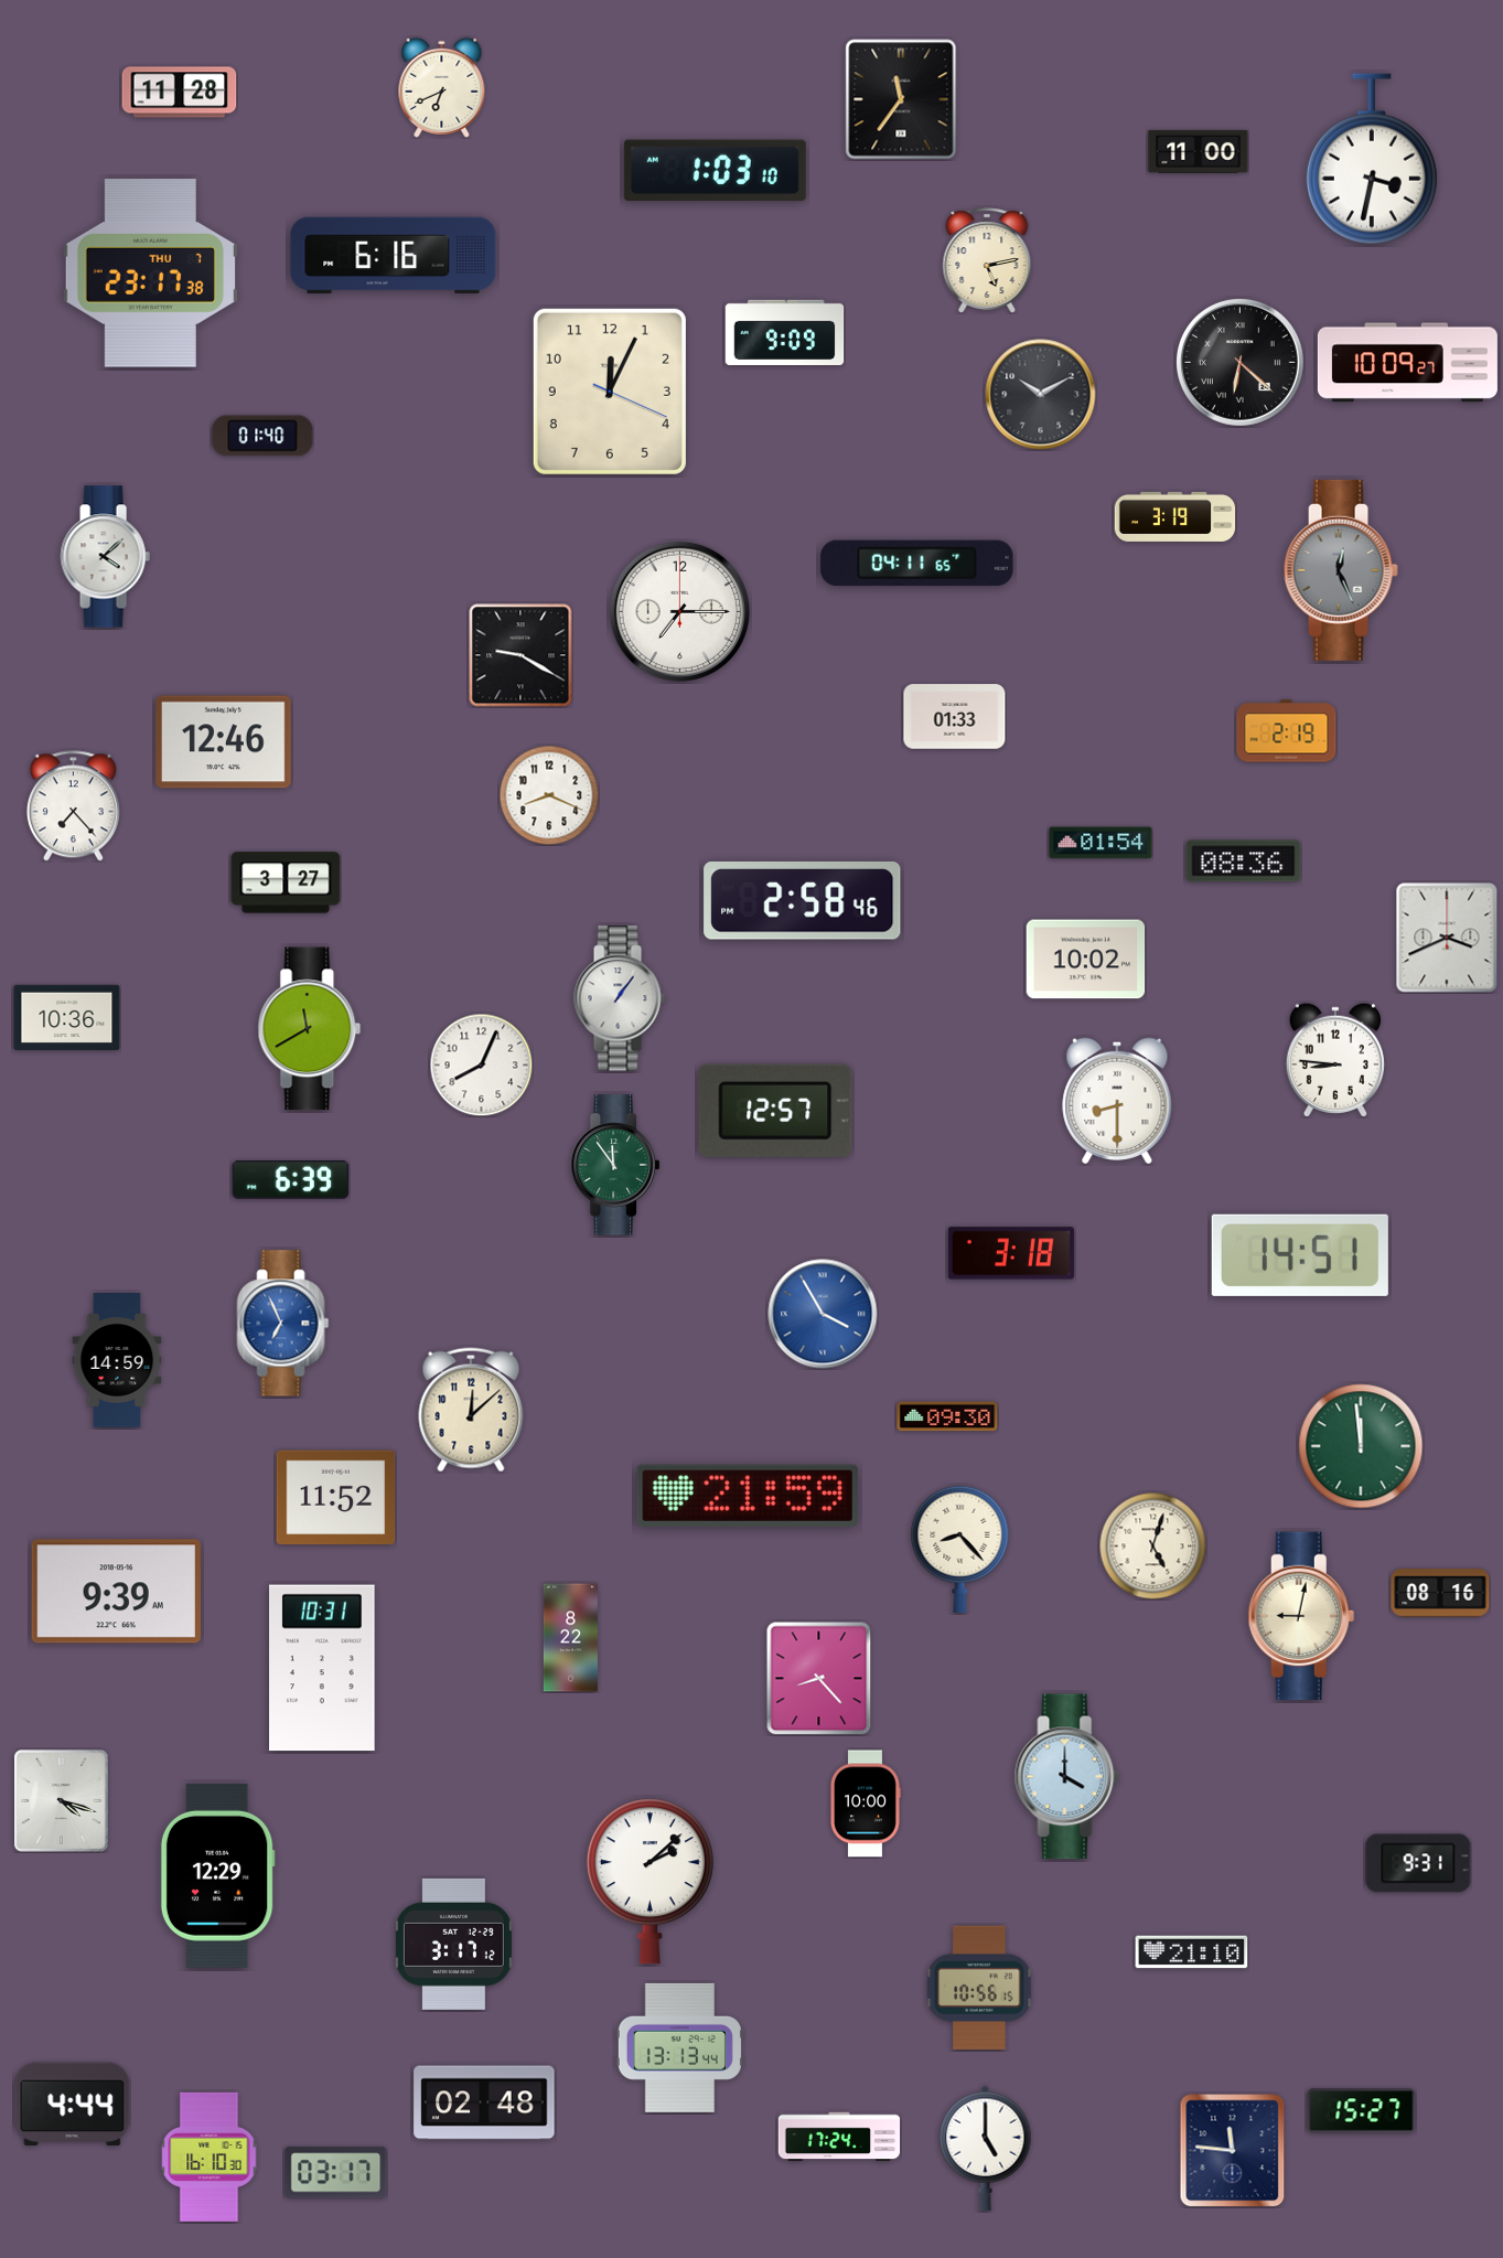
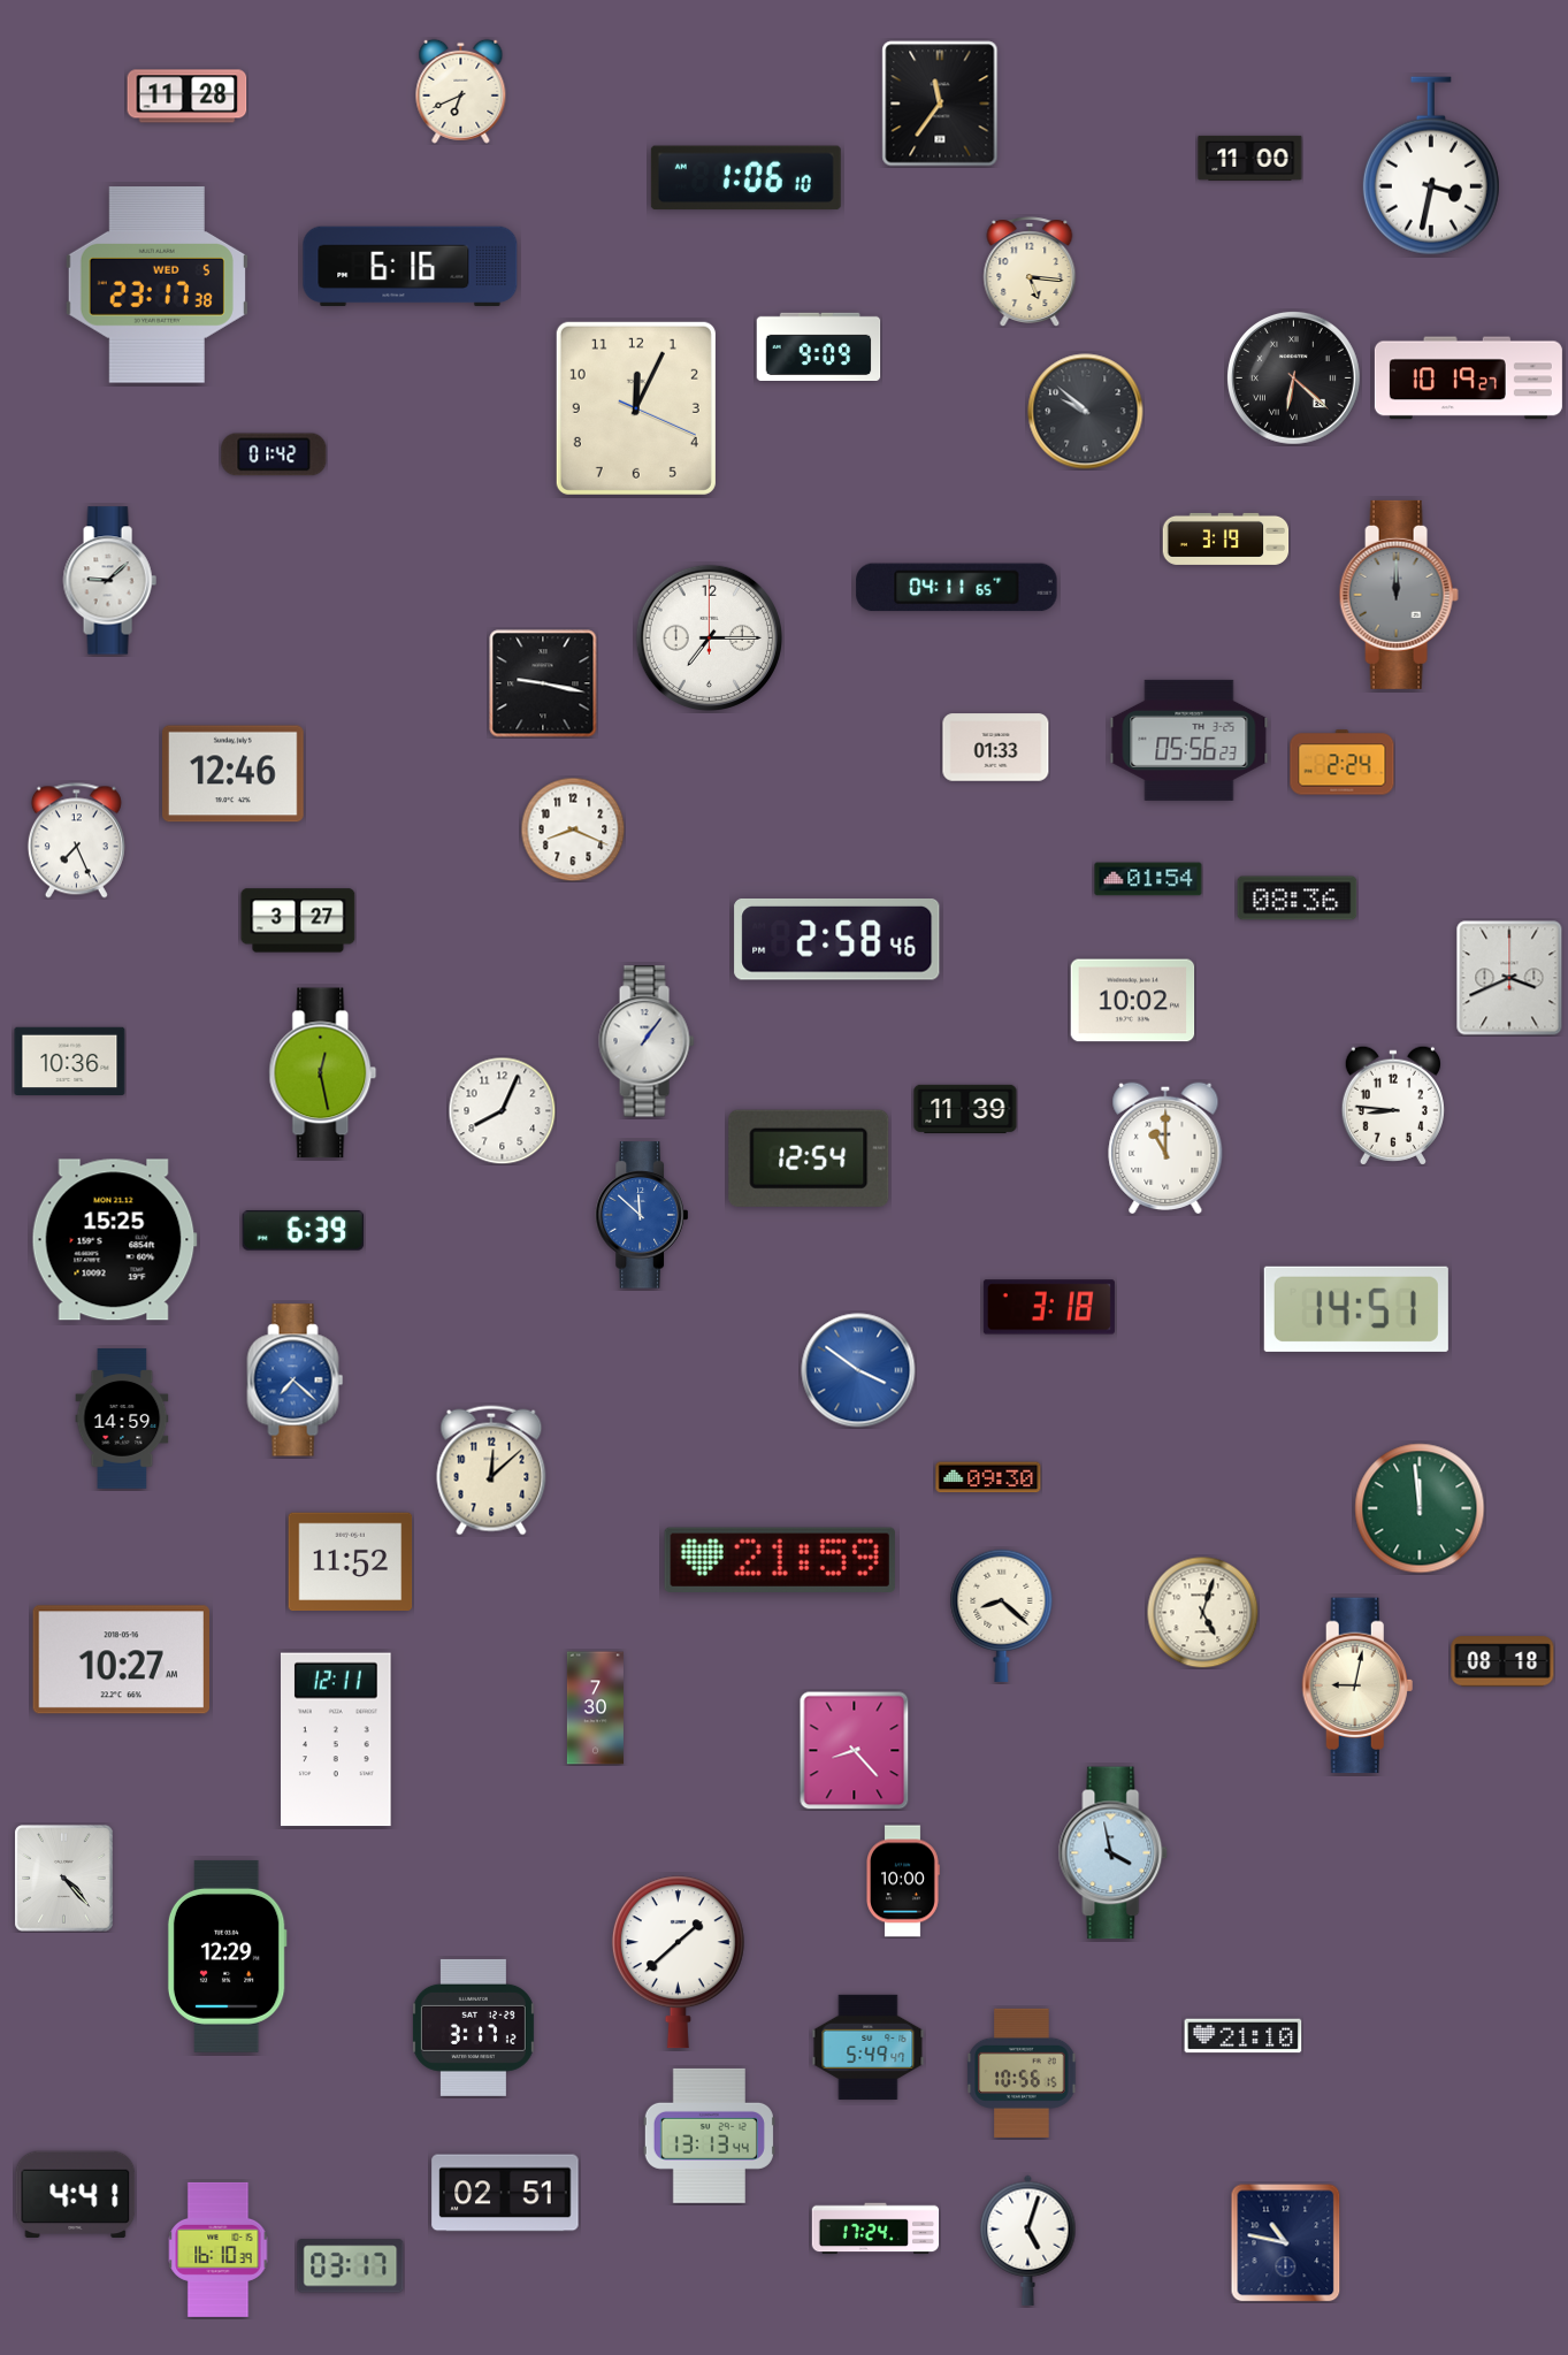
clock at (715, 171): 1:03 -> 1:06
clock at (987, 260): 5:13 -> 5:16
clock at (150, 274) date: THU 7 -> WED 5
clock at (1407, 363): 10:09 -> 10:19
clock at (1041, 395): 10:10 -> 9:52
clock at (262, 436): 01:40 -> 01:42
clock at (105, 557): 4:08 -> 9:08
clock at (1341, 570): 12:26 -> 12:00
clock at (520, 655): 9:20 -> 9:17
clock at (1190, 740): none -> 05:56
clock at (1287, 731): 2:19 -> 2:24
clock at (73, 806): 7:23 -> 7:26
clock at (310, 1029): 11:40 -> 12:28
clock at (965, 1109): none -> 11:39
clock at (1117, 1100): 8:30 -> 11:00
clock at (775, 1111): 12:57 -> 12:54
clock at (615, 1165): 11:54 -> 11:52
clock at (615, 1165) dial: green -> blue
clock at (114, 1240): none -> 15:25
clock at (1011, 1253) position: (1011, 1253) -> (1049, 1307)
clock at (823, 1314): 3:55 -> 3:51
clock at (283, 1324): 6:56 -> 7:22
clock at (960, 1549): 8:23 -> 8:22
clock at (116, 1592): 9:39 -> 10:27
clock at (1440, 1593): 08:16 -> 08:18
clock at (570, 1638): 8:22 -> 7:30
clock at (323, 1668): 10:31 -> 12:11
clock at (1067, 1777): 4:00 -> 3:58
clock at (62, 1801): 4:18 -> 4:23
clock at (1418, 1863): 9:31 -> none
clock at (649, 1882): 2:08 -> 1:38
clock at (869, 2047): none -> 5:49
clock at (484, 2102): 02:48 -> 02:51
clock at (73, 2104): 4:44 -> 4:41
clock at (1362, 2111): 15:27 -> none
clock at (986, 2148): 5:00 -> 5:03
clock at (1233, 2151): 11:46 -> 10:47
clock at (210, 2157): 16:10:30 -> 16:10:39
